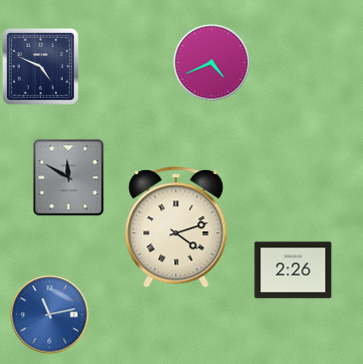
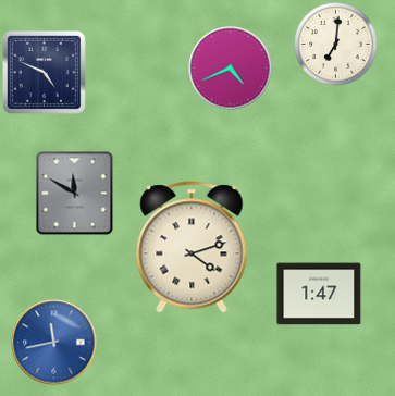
clock at (336, 45): none -> 7:01
clock at (293, 270): 2:26 -> 1:47
clock at (50, 315): 11:13 -> 11:43
